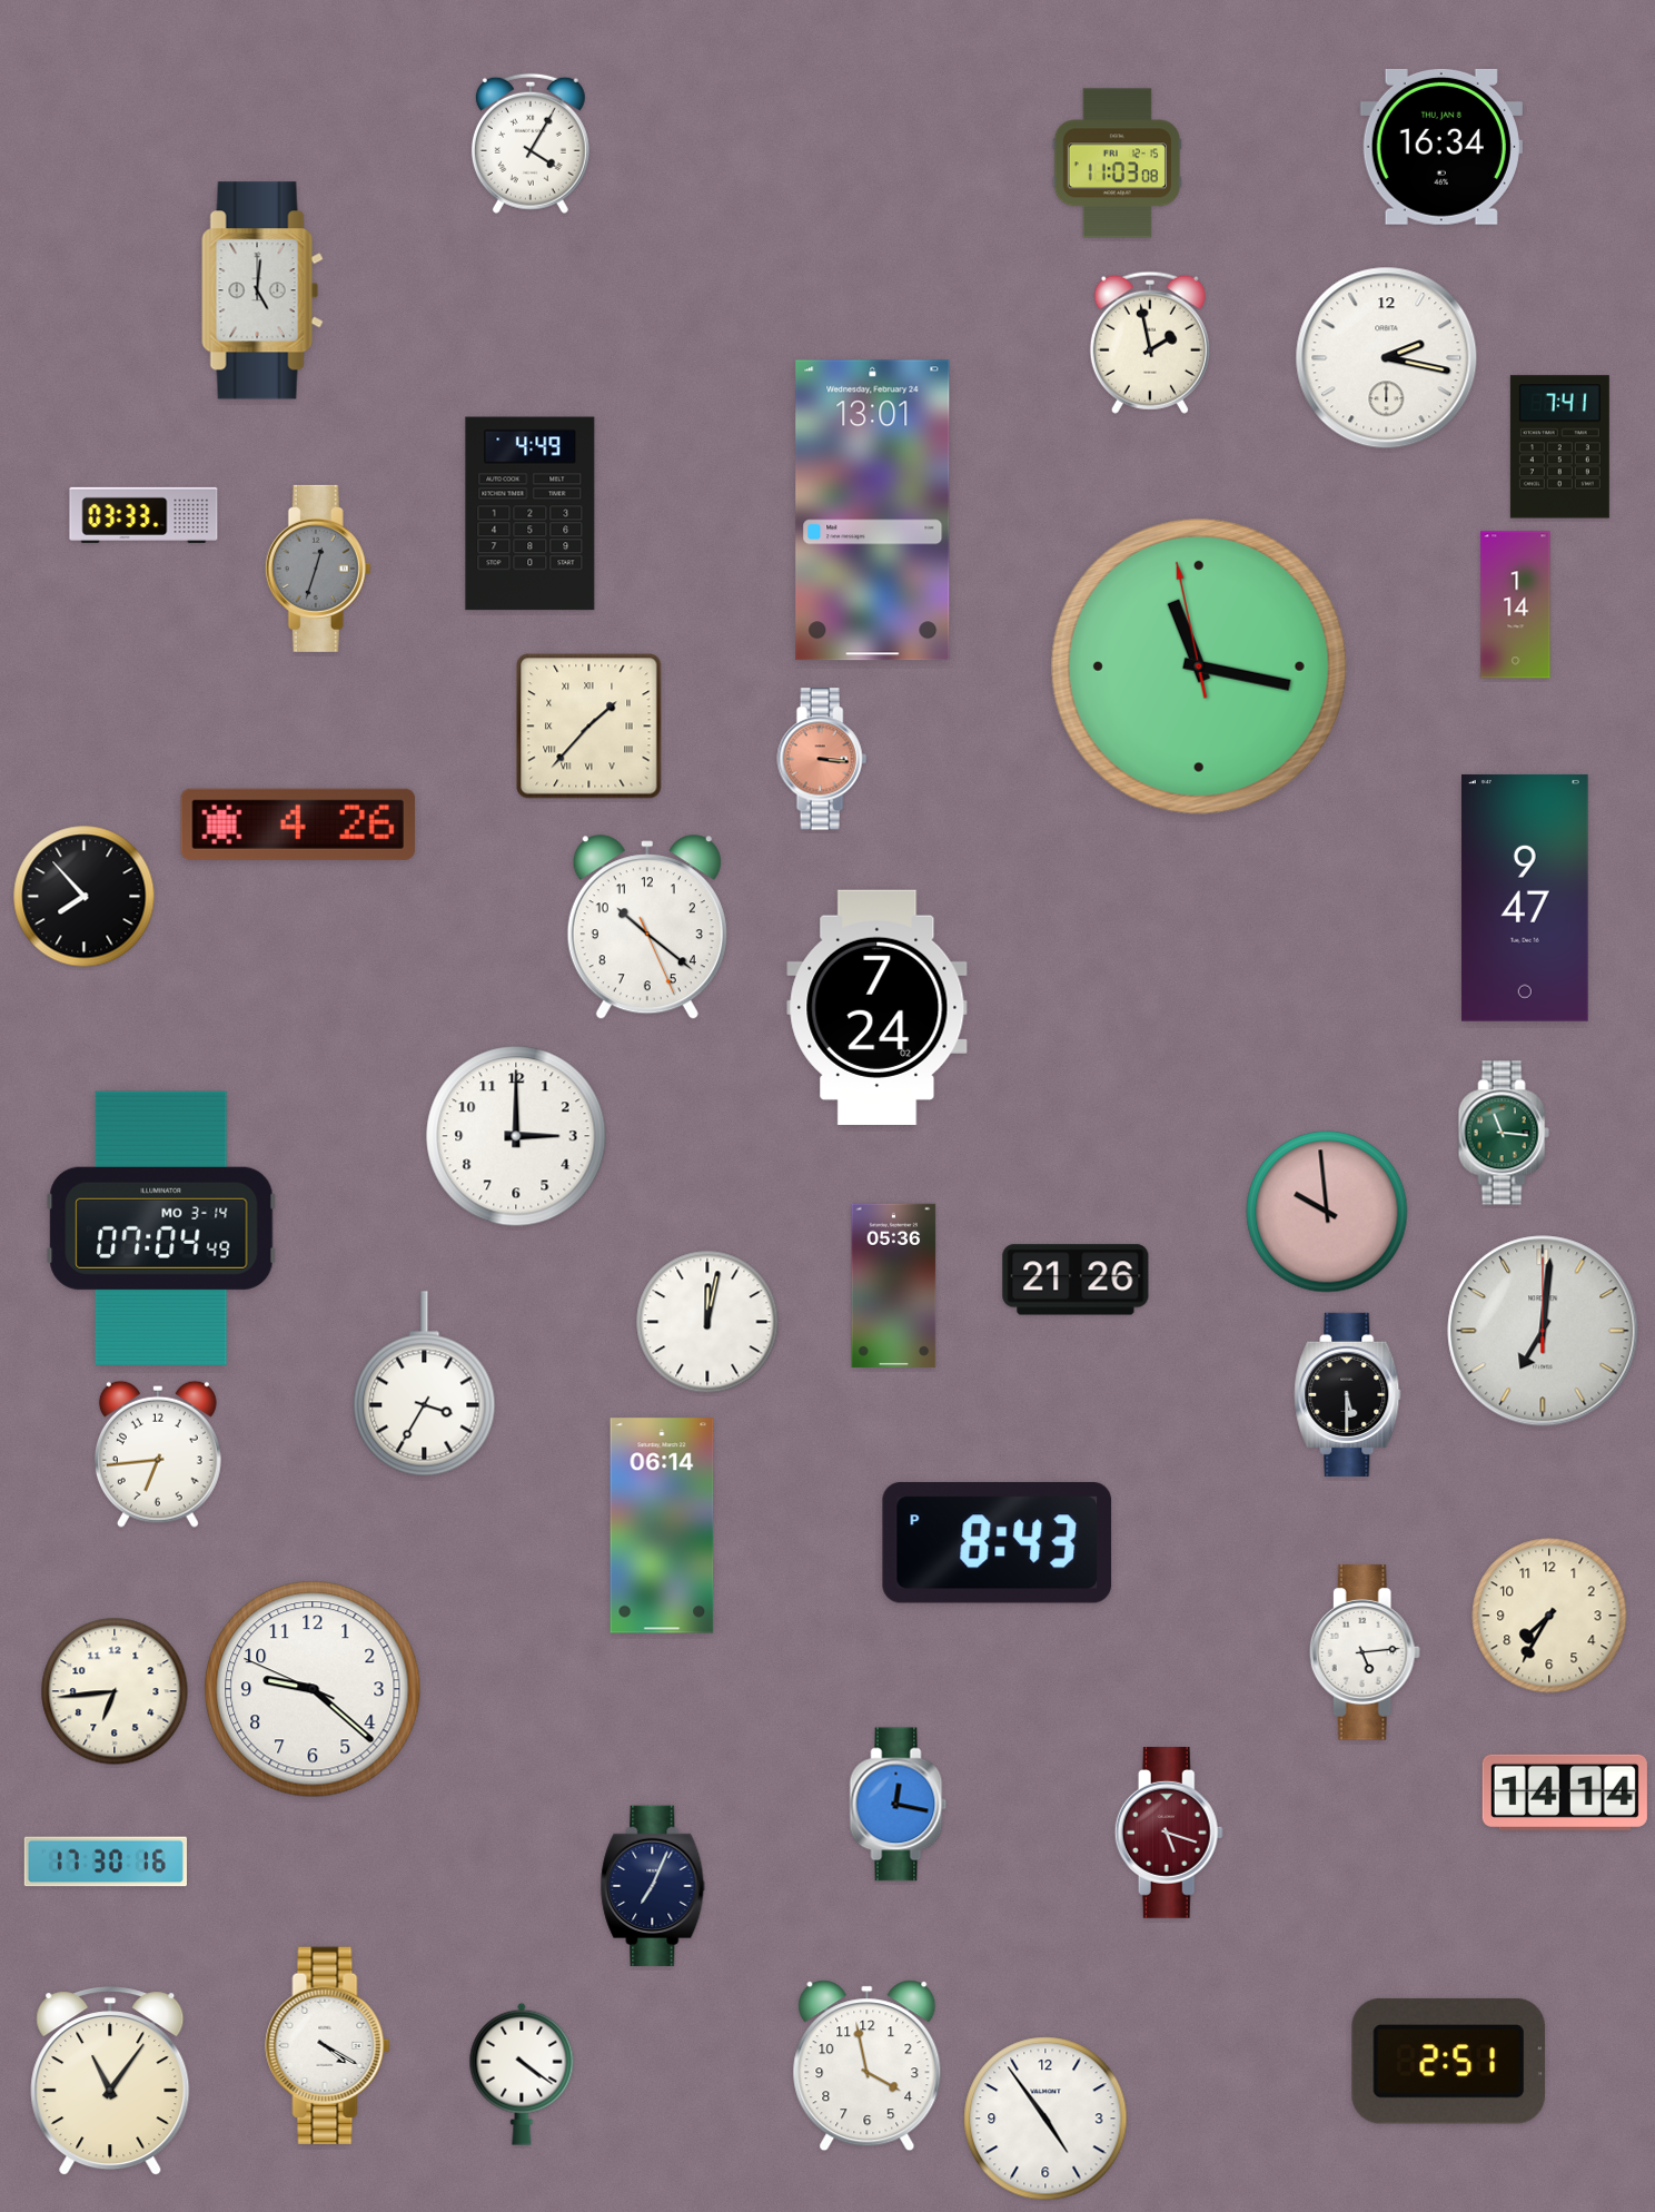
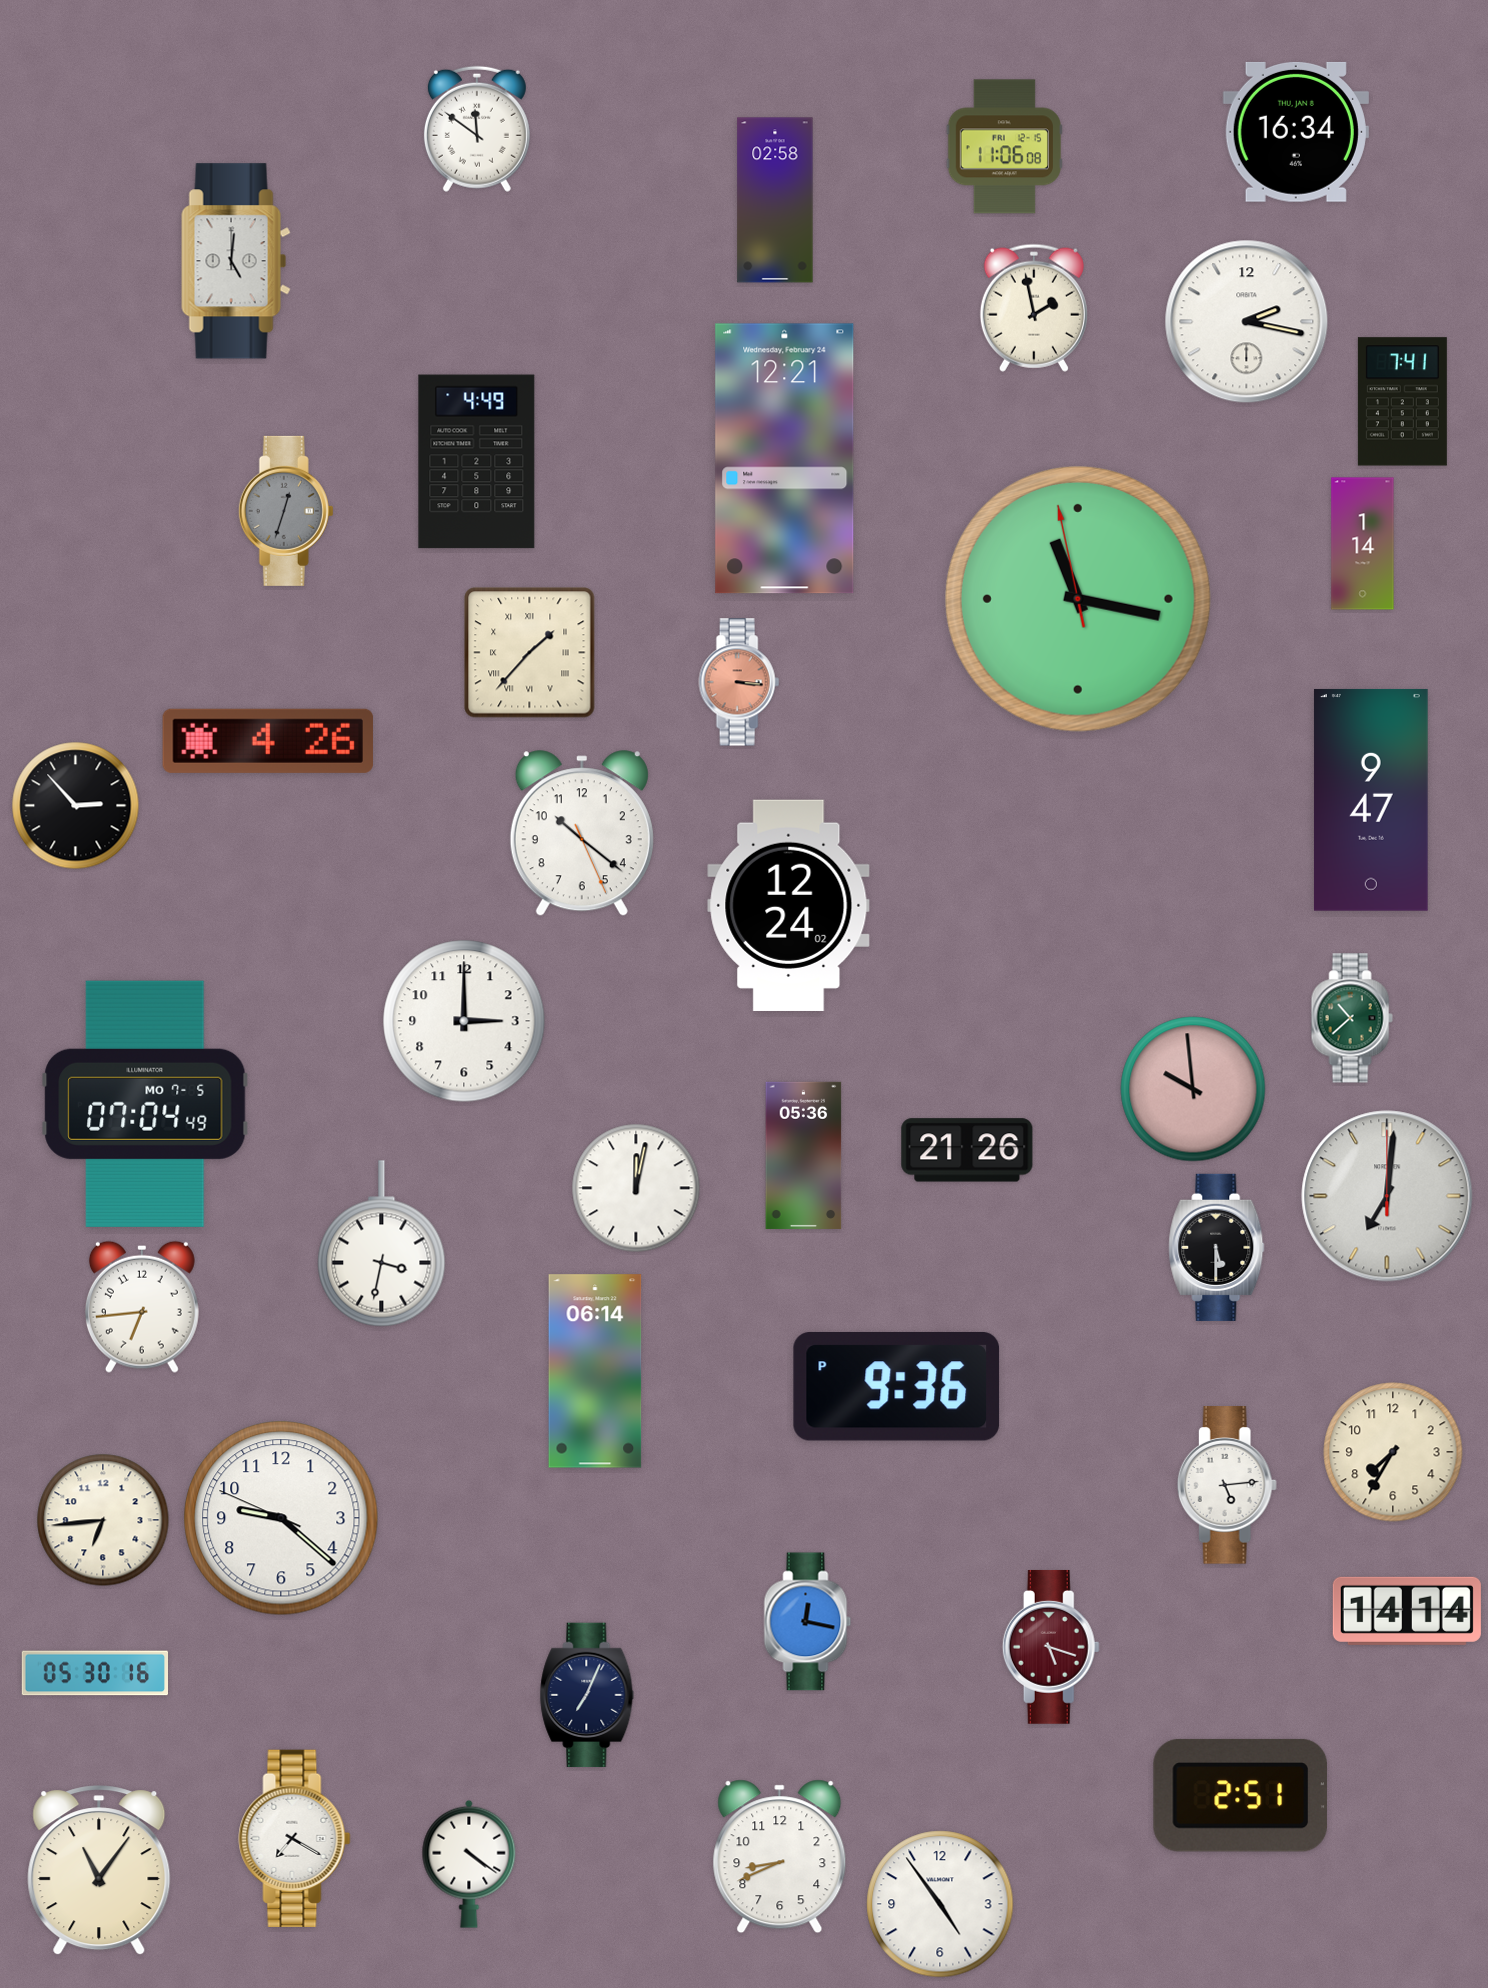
clock at (531, 144): 4:05 -> 11:51
clock at (1117, 164): 11:03 -> 11:06
clock at (775, 200): none -> 02:58
clock at (873, 511): 13:01 -> 12:21
clock at (143, 515): 03:33 -> none
clock at (85, 897): 7:53 -> 2:53
clock at (1525, 898) position: (1525, 898) -> (1371, 800)
clock at (878, 1007): 7:24 -> 12:24
clock at (1504, 1133): 11:16 -> 10:38
clock at (161, 1228) date: MO 3-14 -> MO 7-5
clock at (425, 1384): 3:35 -> 3:32
clock at (1348, 1394) position: (1348, 1394) -> (1217, 1247)
clock at (998, 1542): 8:43 -> 9:36
clock at (105, 1862): 17:30 -> 05:30
clock at (328, 2045): 4:20 -> 7:20
clock at (1448, 2061) position: (1448, 2061) -> (1240, 1795)
clock at (868, 2066): 3:58 -> 8:41
